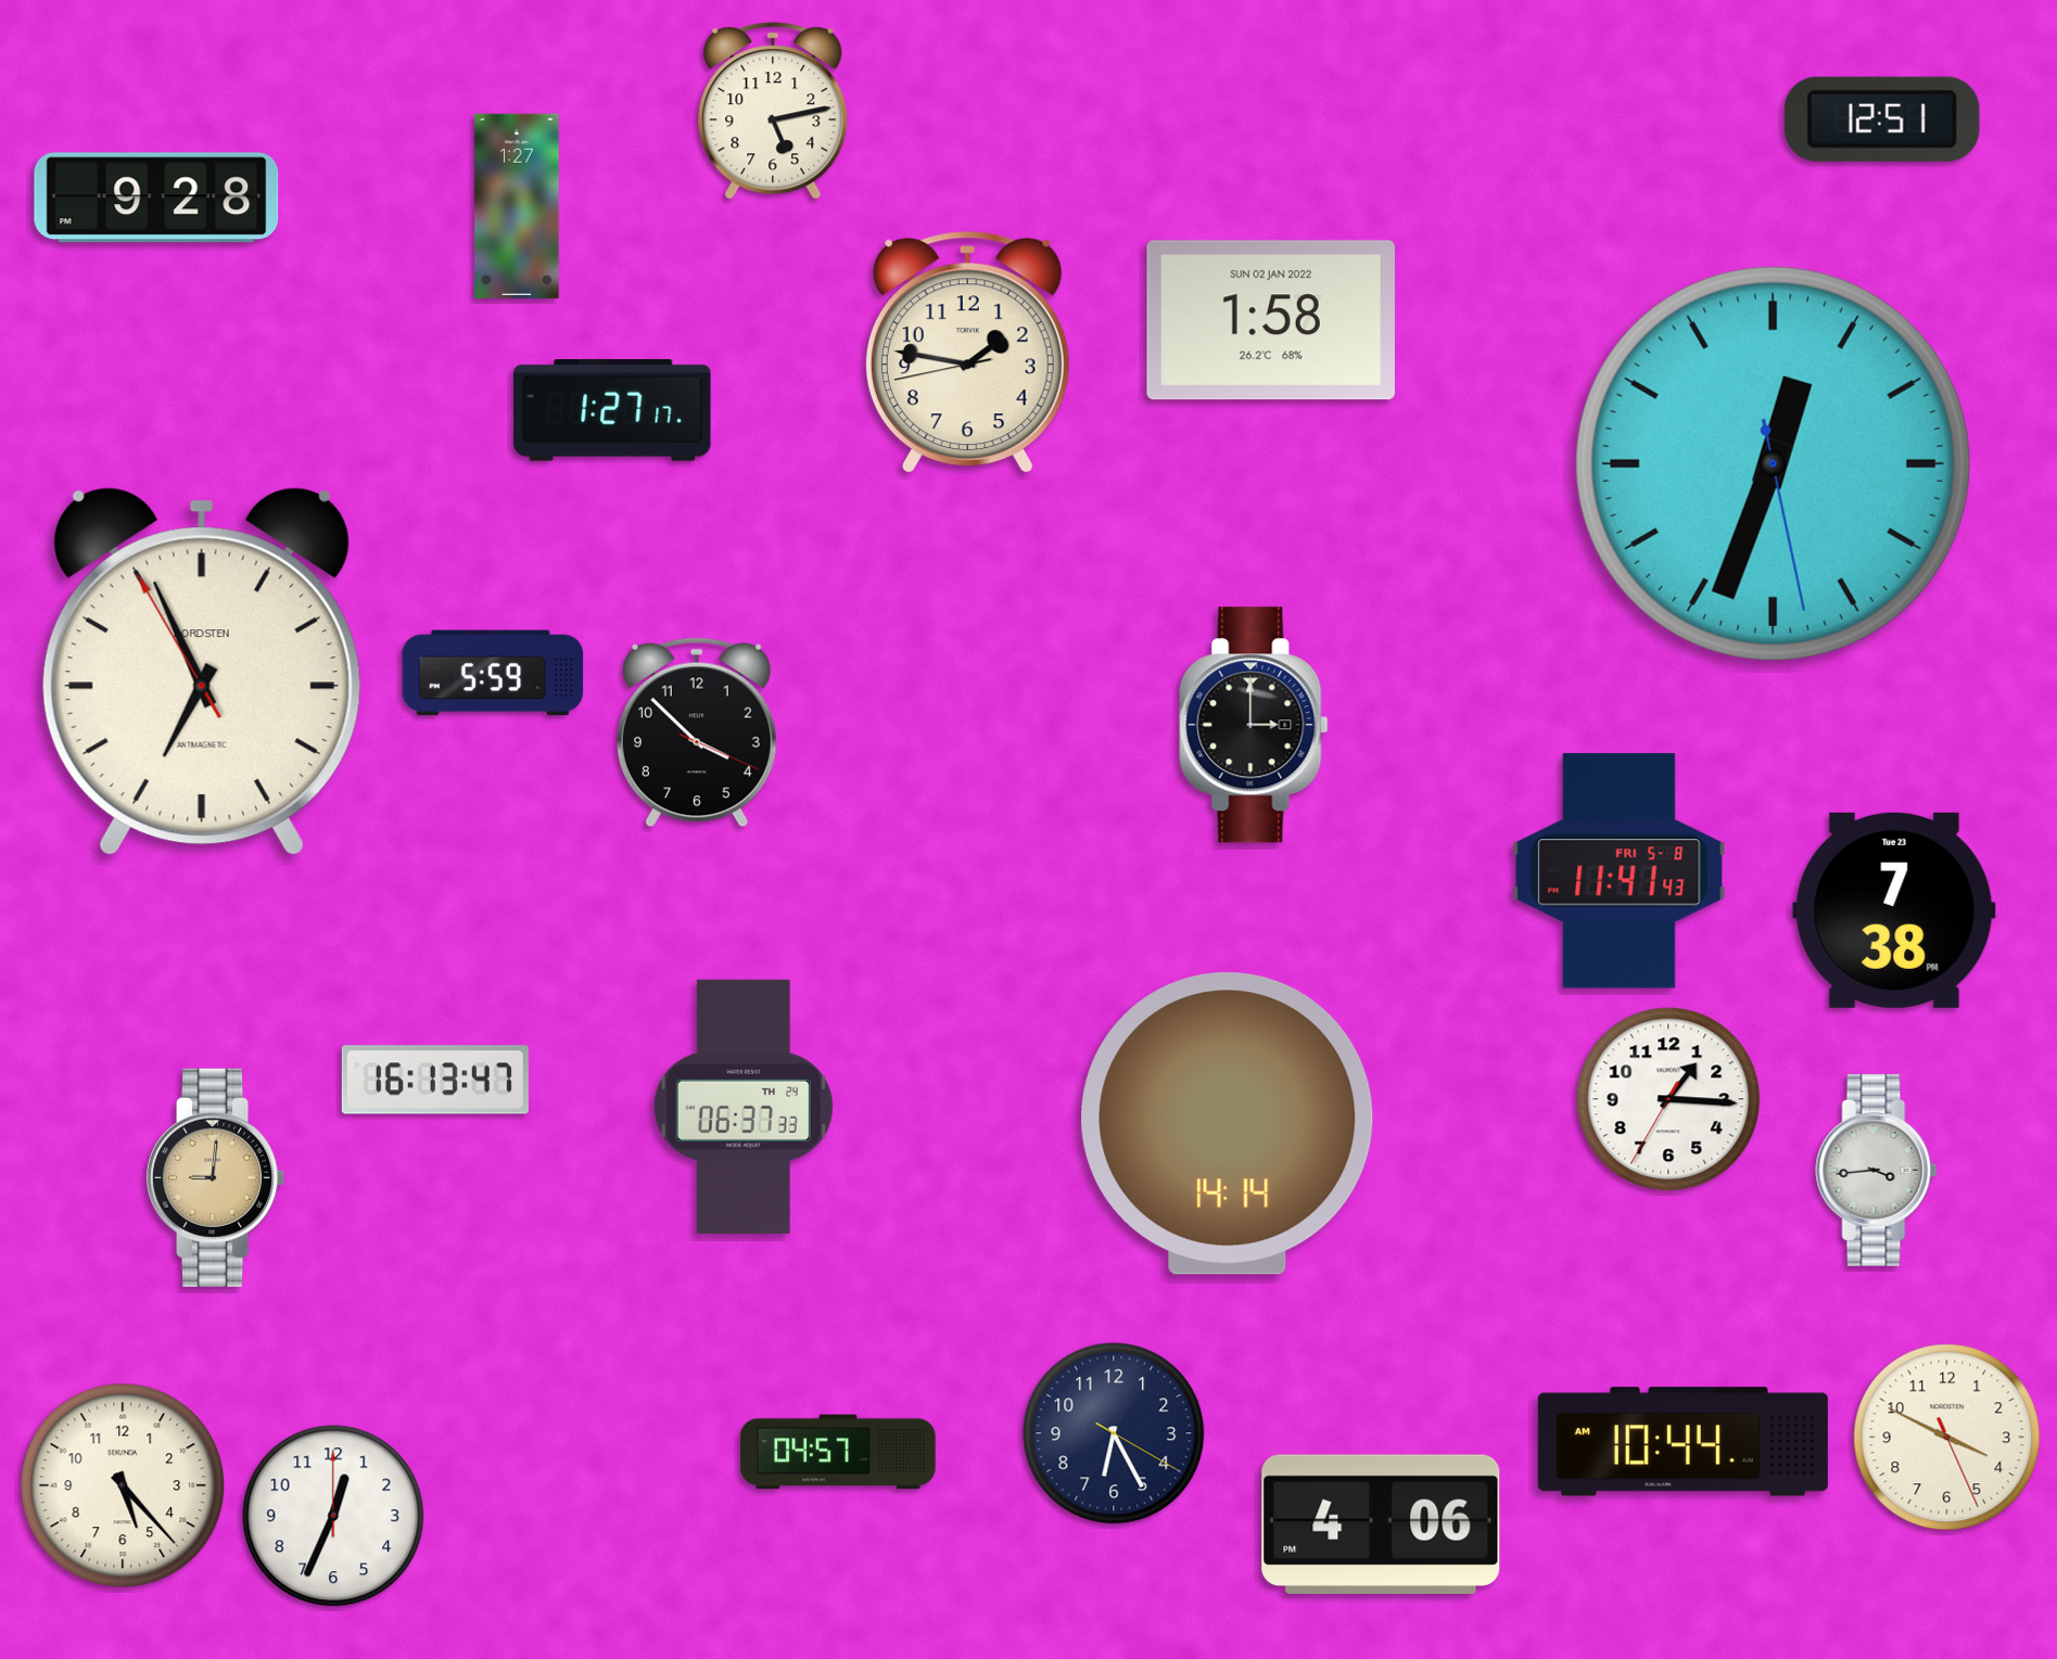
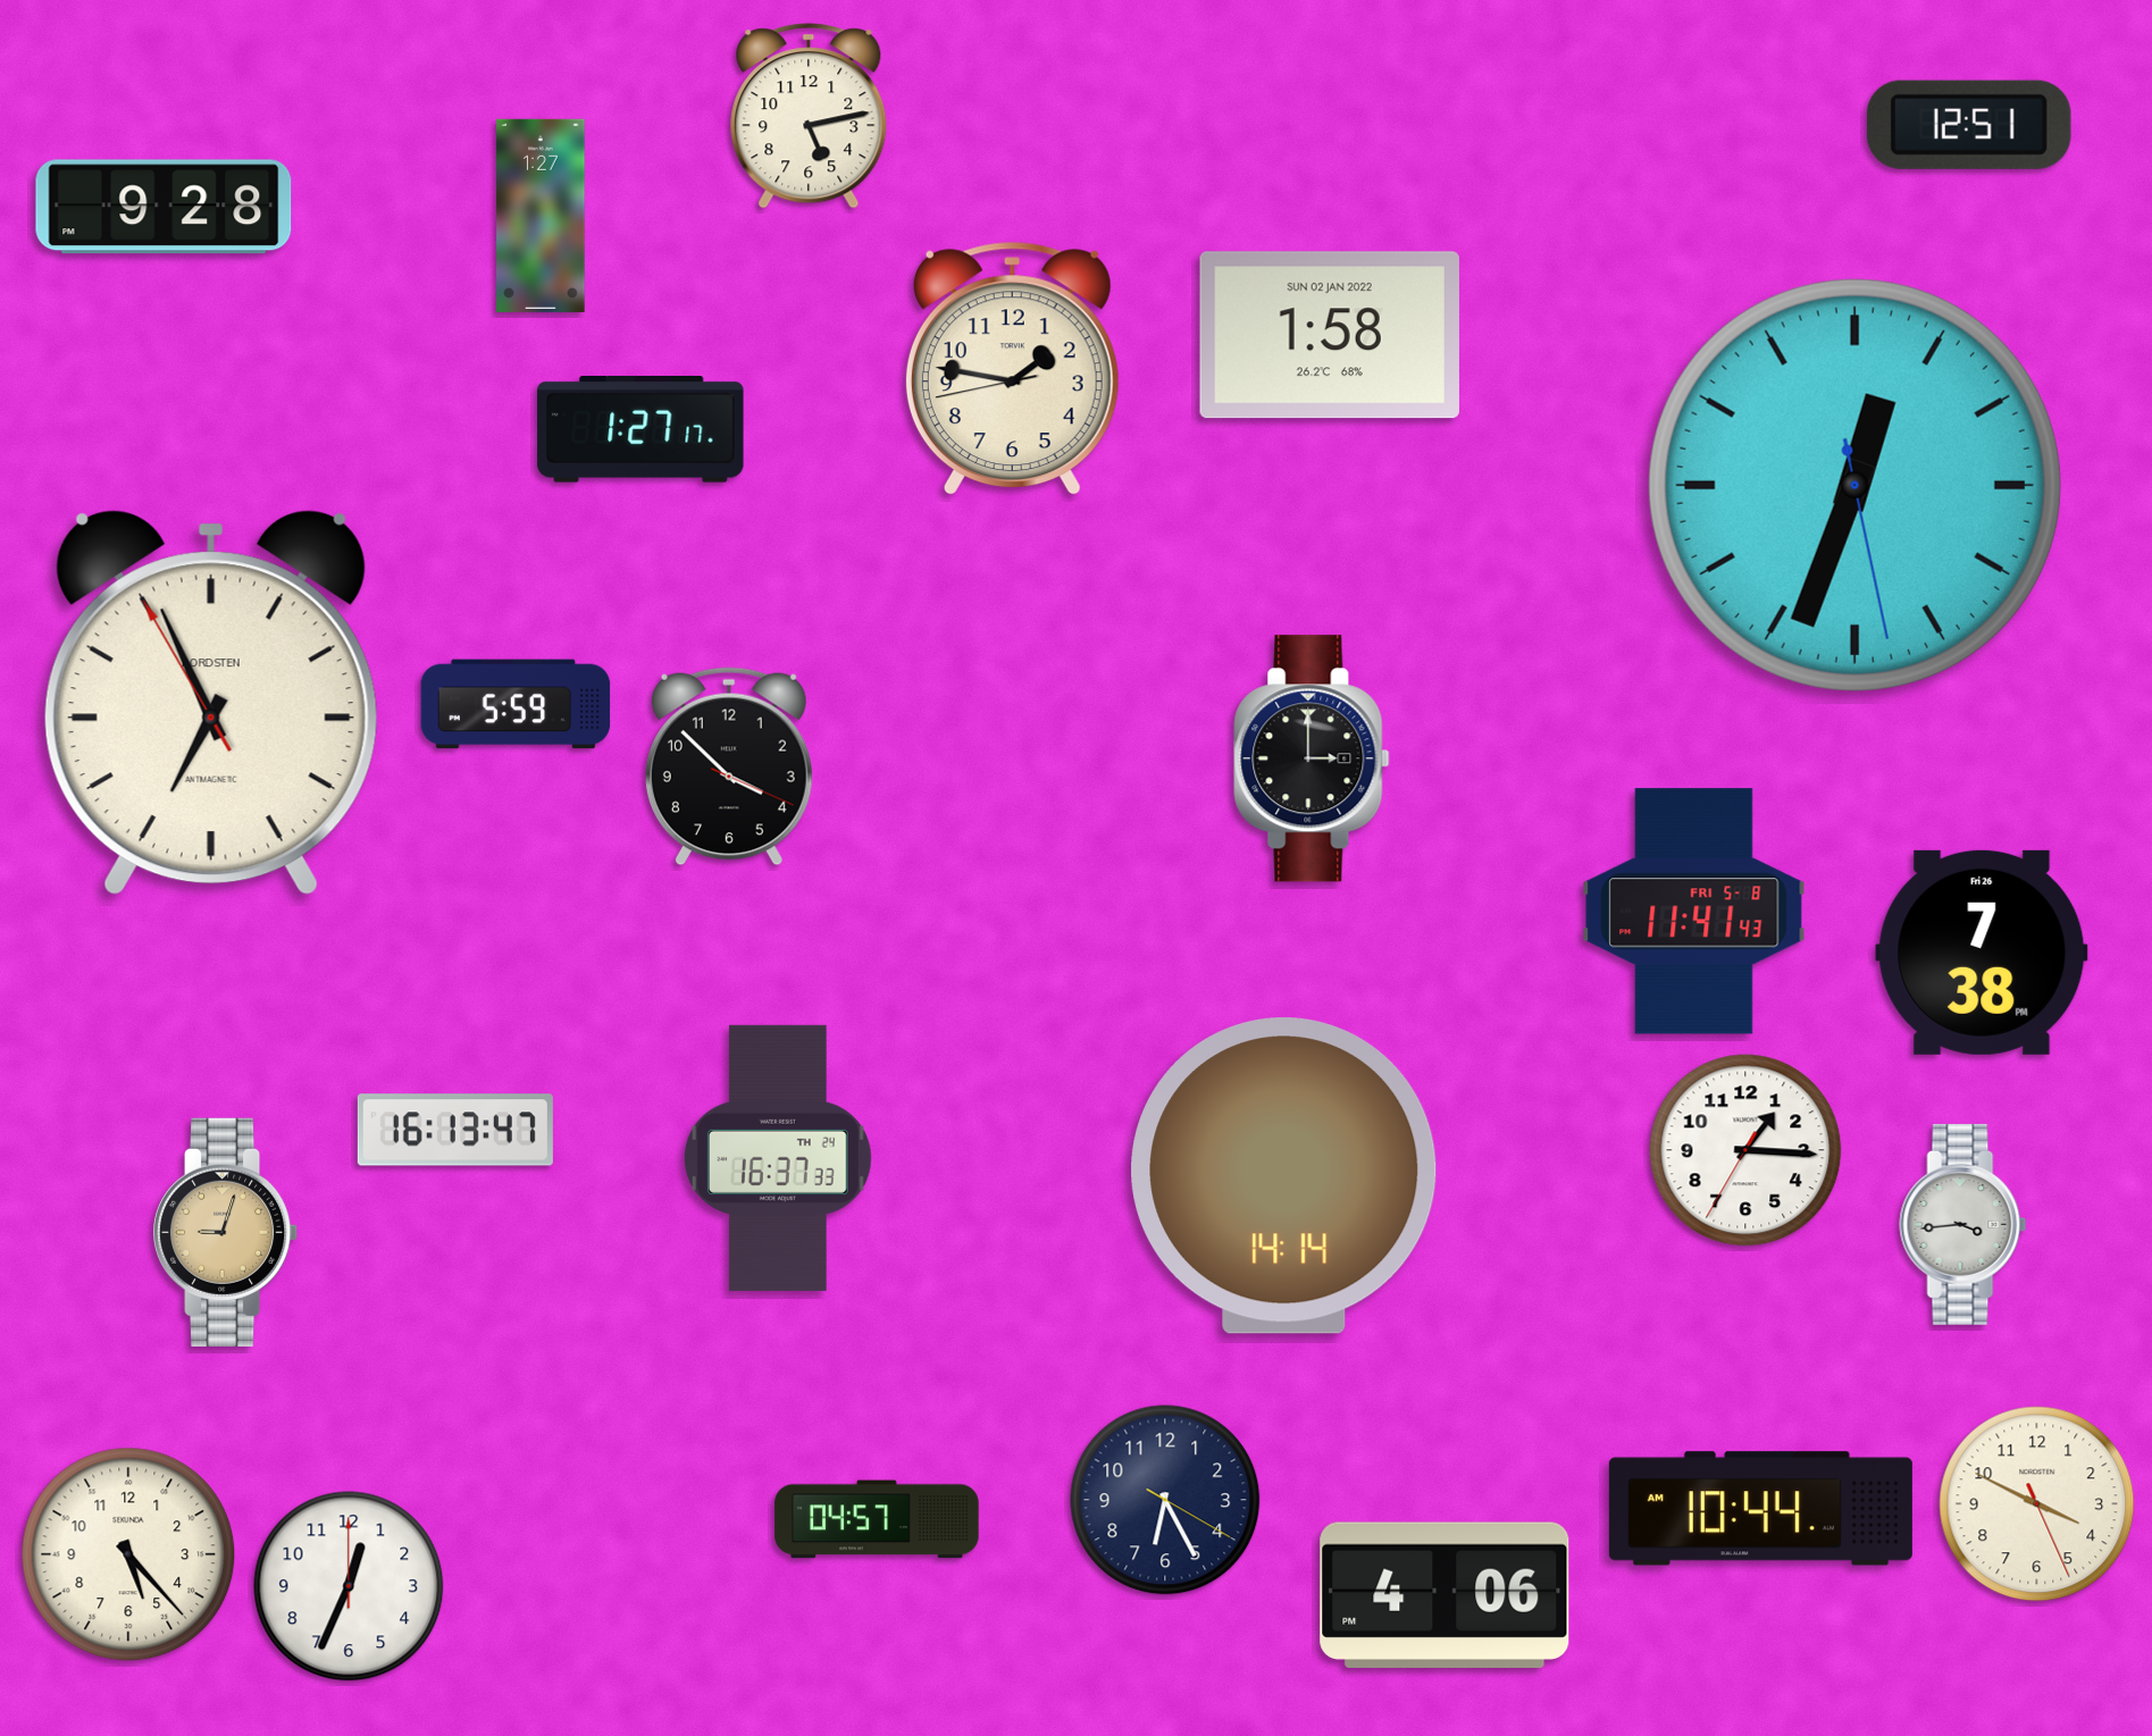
clock at (1894, 910) date: Tue 23 -> Fri 26
clock at (744, 1107): 06:37 -> 16:37
clock at (217, 1177): 9:01 -> 9:03
